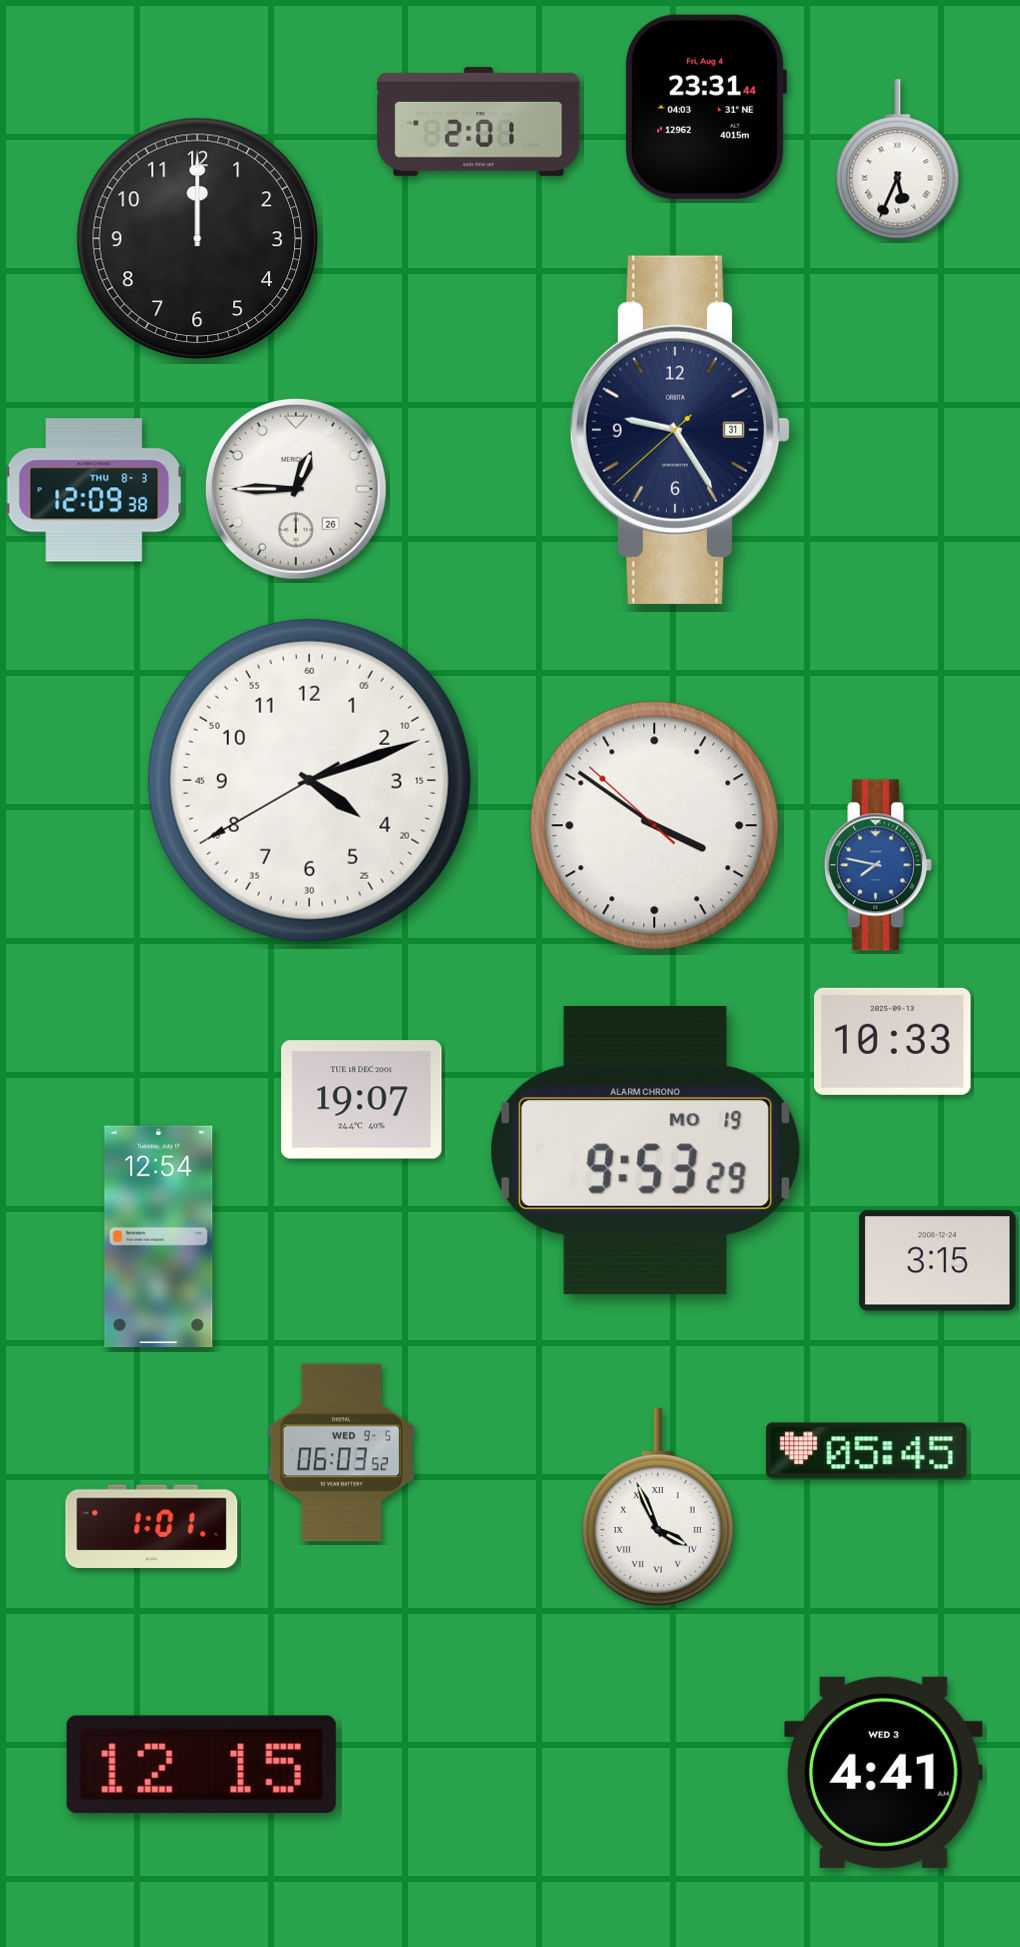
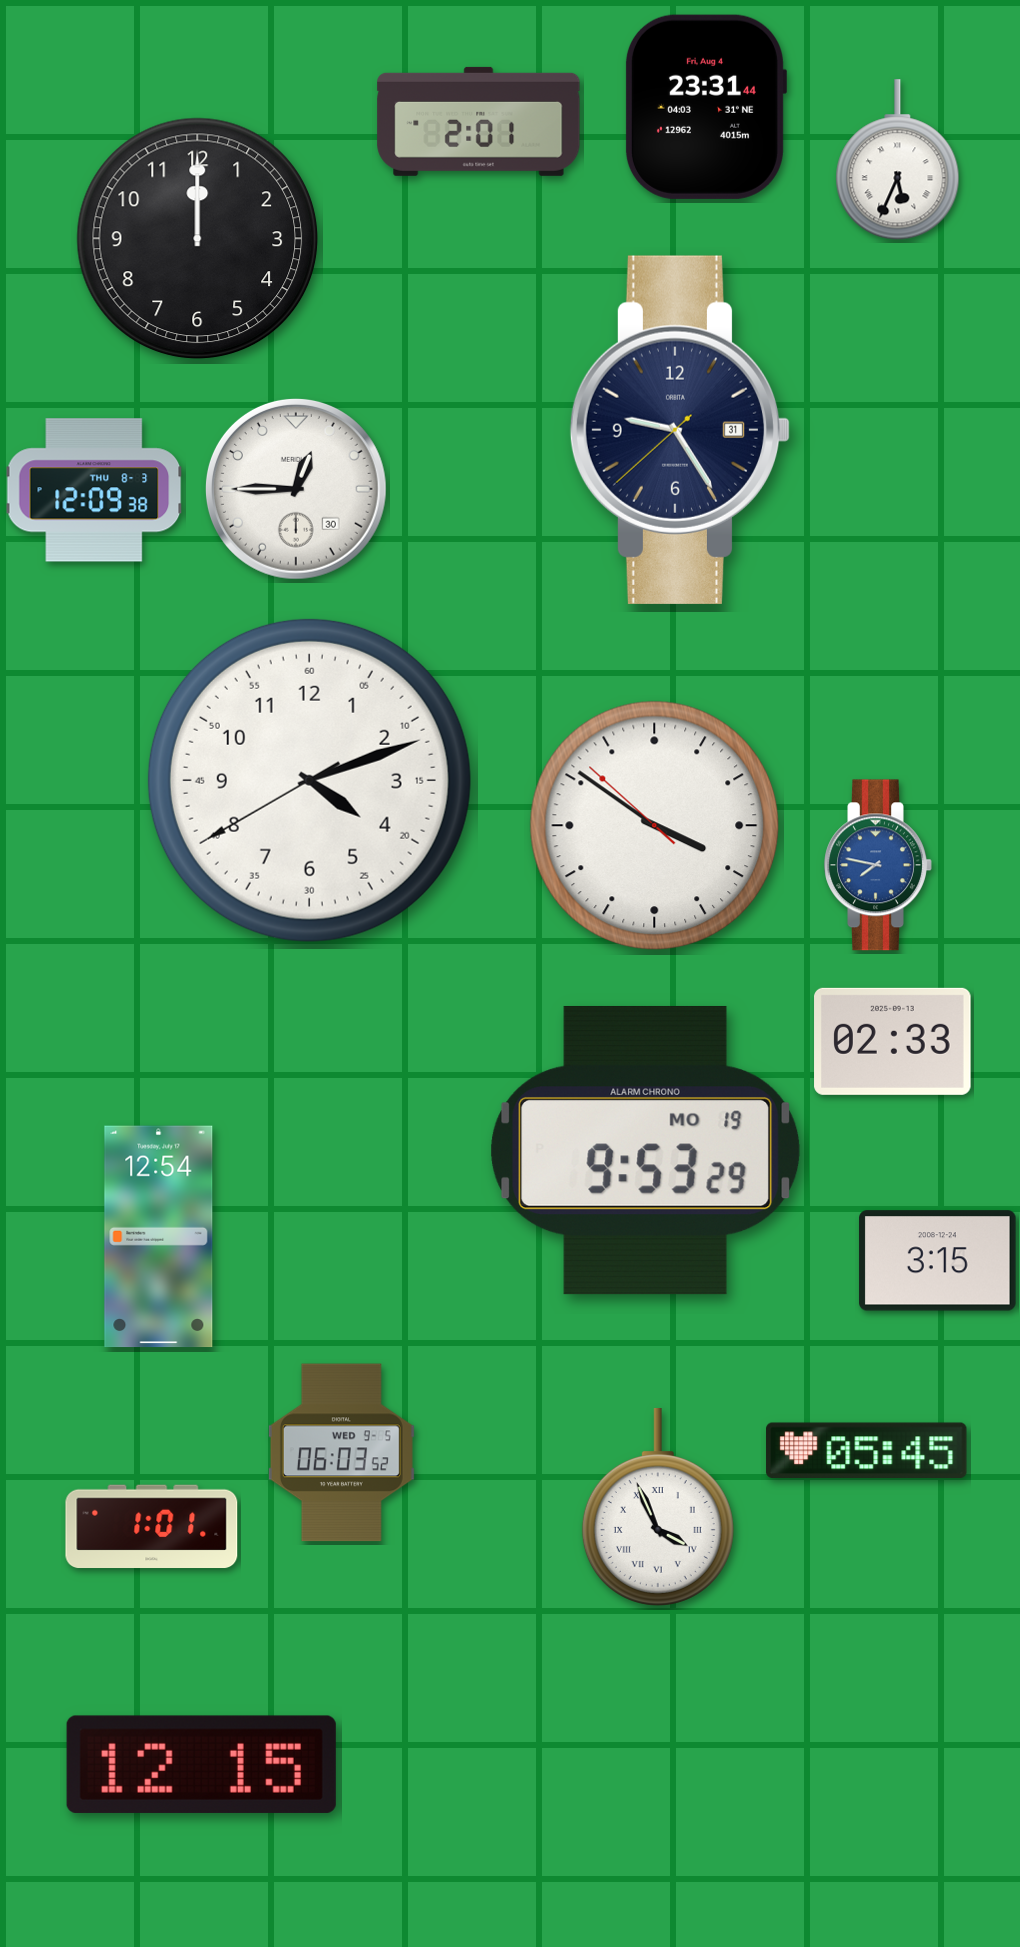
clock at (296, 489) date: 26 -> 30
clock at (893, 1041): 10:33 -> 02:33
clock at (362, 1100): 19:07 -> none
clock at (884, 1772): 4:41 -> none
